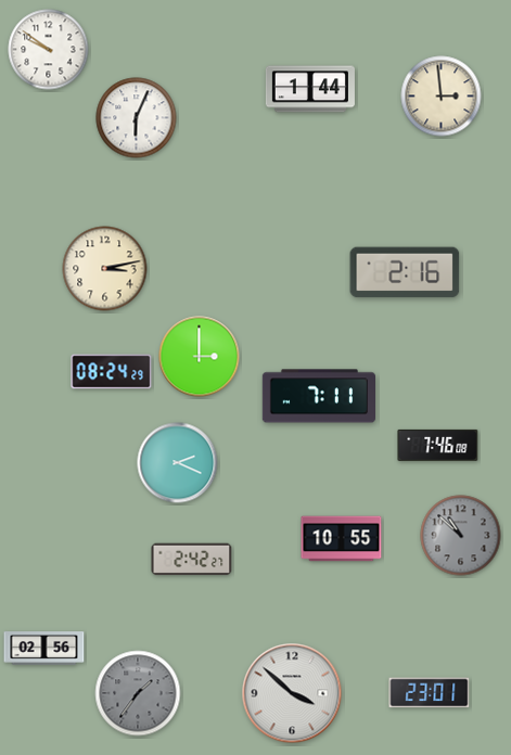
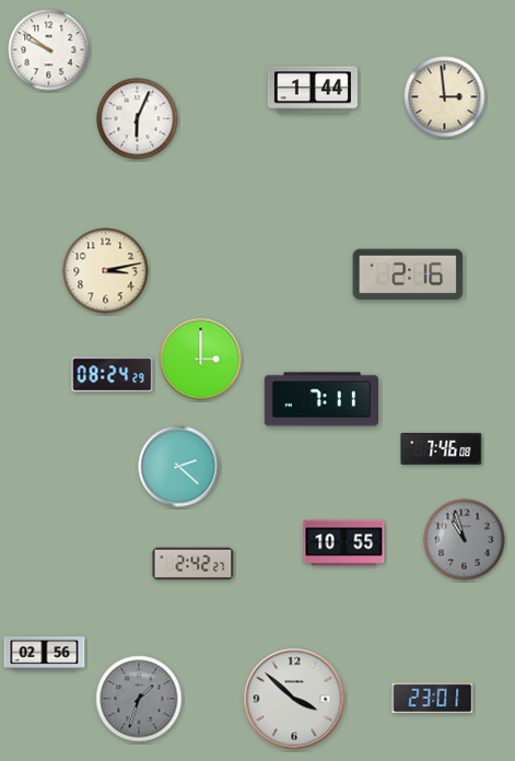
clock at (178, 463): 2:19 -> 2:22
clock at (461, 536): 10:52 -> 10:57
clock at (138, 693): 1:36 -> 1:33
